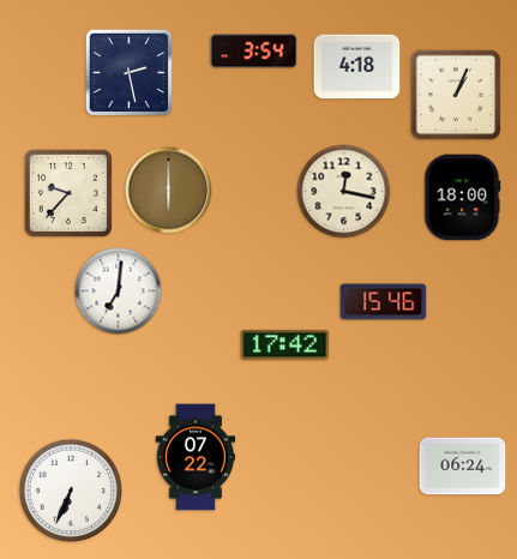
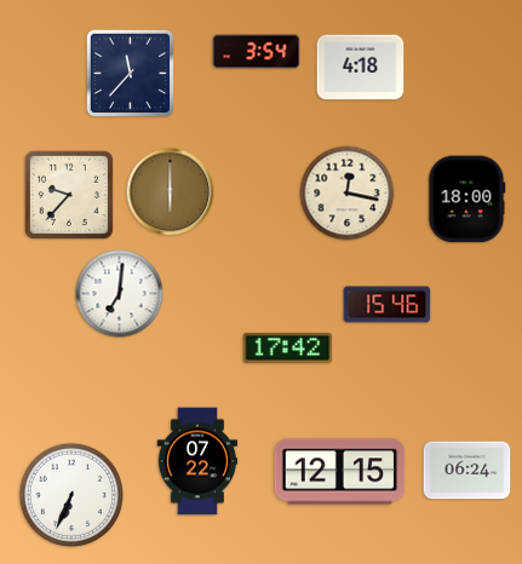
clock at (130, 73): 2:28 -> 11:37
clock at (456, 95): 1:04 -> none
clock at (340, 472): none -> 12:15
